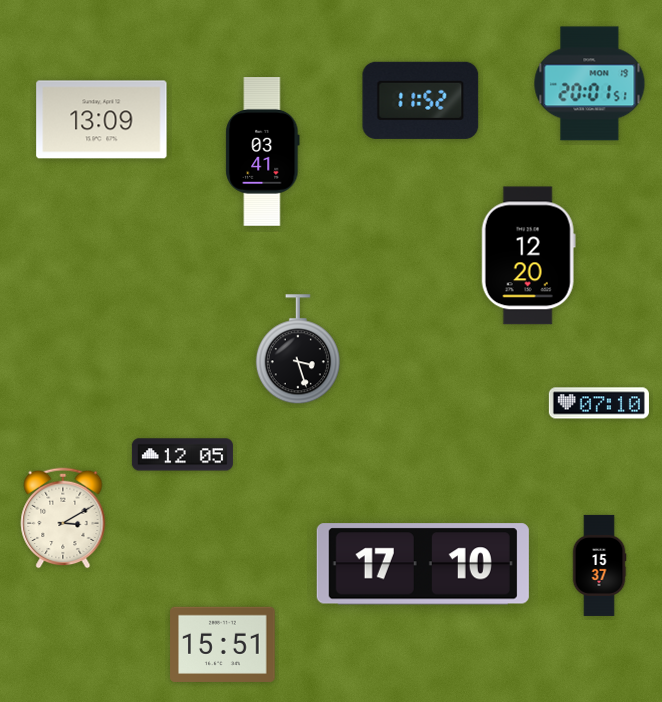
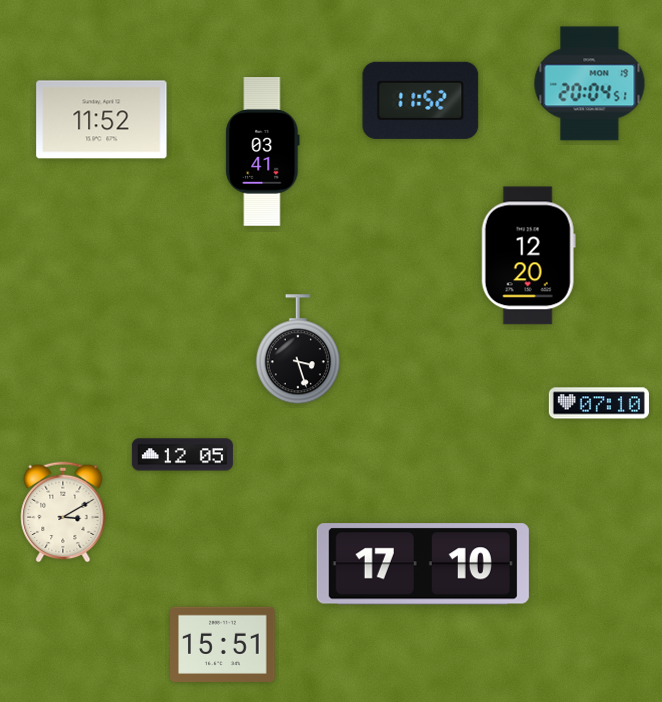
clock at (590, 84): 20:01 -> 20:04
clock at (102, 120): 13:09 -> 11:52
clock at (63, 518) position: (63, 518) -> (63, 512)
clock at (599, 565): 15:37 -> none
